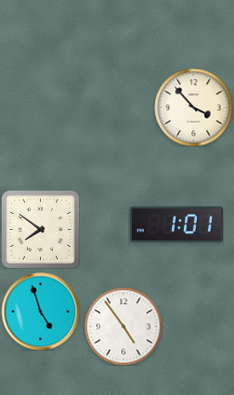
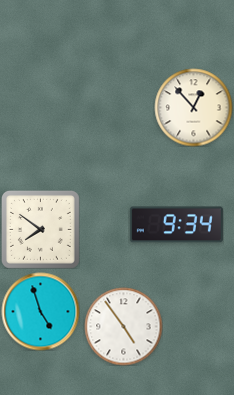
clock at (193, 107): 3:53 -> 12:53
clock at (176, 225): 1:01 -> 9:34
